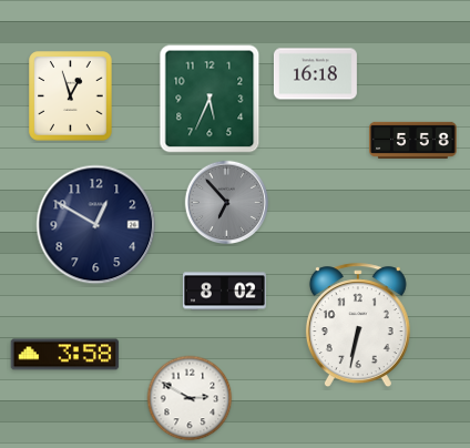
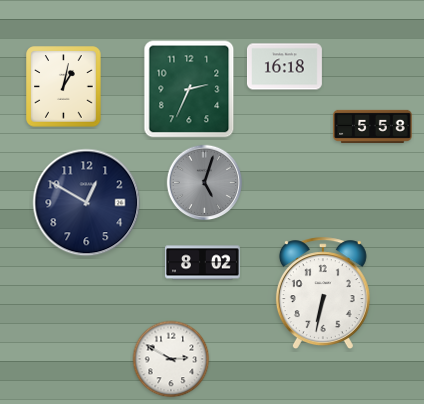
clock at (71, 96): 12:57 -> 1:02
clock at (210, 99): 5:34 -> 2:34
clock at (227, 203): 6:53 -> 5:03
clock at (65, 355): 3:58 -> none
